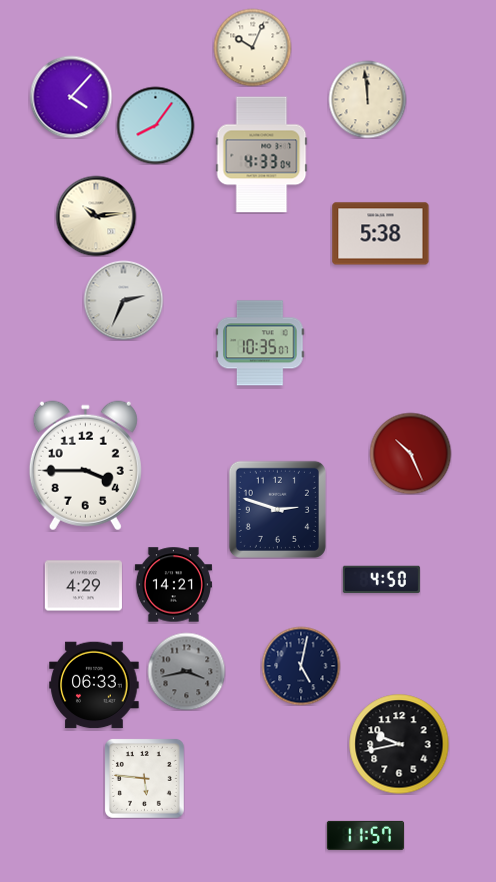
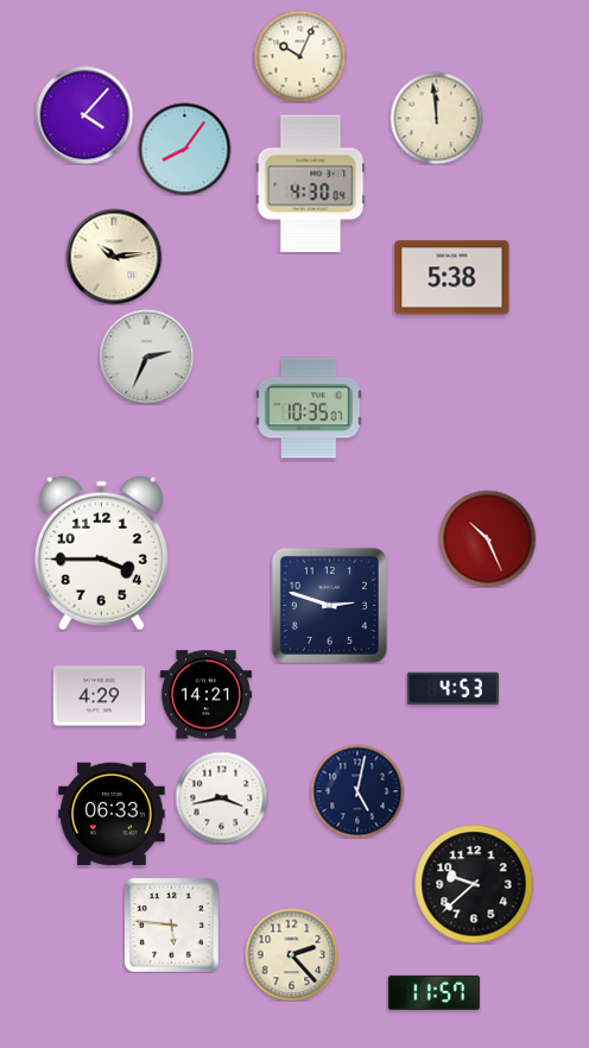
clock at (262, 155): 4:33 -> 4:30
clock at (381, 580): 4:50 -> 4:53
clock at (186, 671) dial: grey -> white
clock at (399, 744): 9:43 -> 9:38
clock at (291, 954): none -> 2:23
